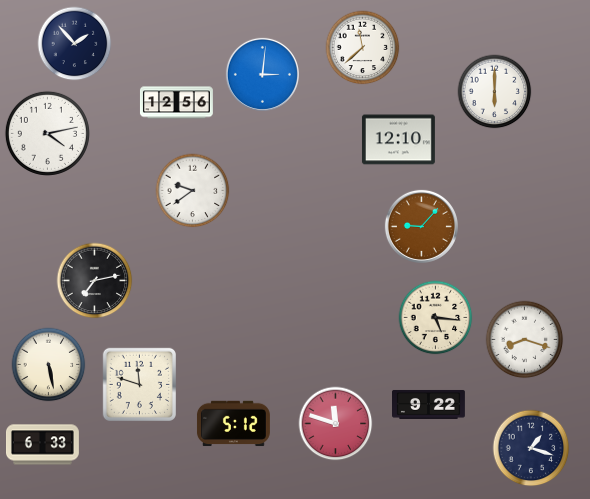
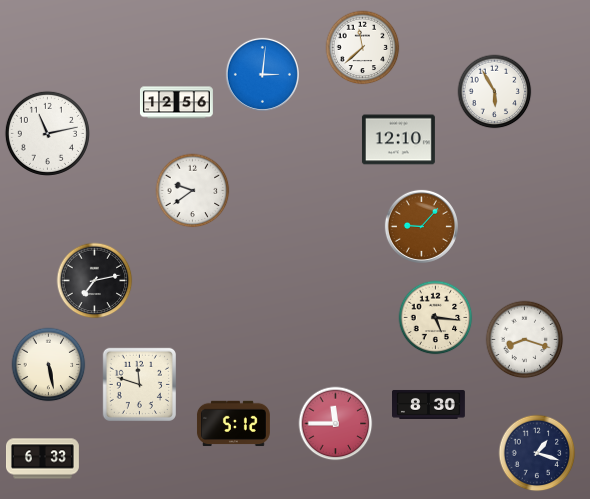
clock at (75, 44): 1:53 -> none
clock at (495, 92): 6:00 -> 5:55
clock at (47, 133): 4:13 -> 11:13
clock at (429, 405): 9:22 -> 8:30
clock at (336, 424): 11:48 -> 11:45
clock at (43, 445) position: (43, 445) -> (43, 459)
clock at (531, 448) position: (531, 448) -> (537, 453)
